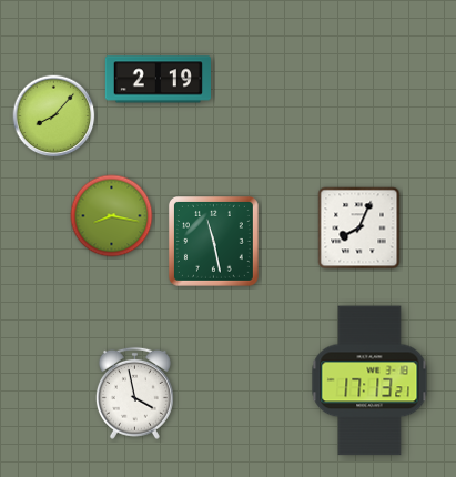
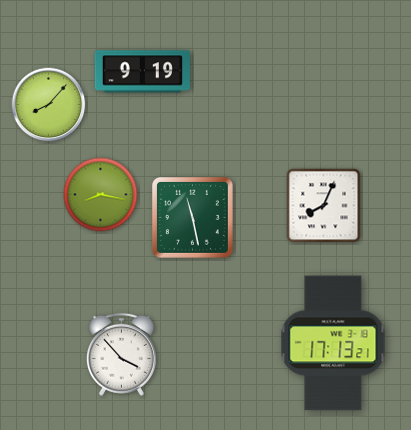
clock at (158, 80): 2:19 -> 9:19
clock at (134, 393): 3:58 -> 3:53
